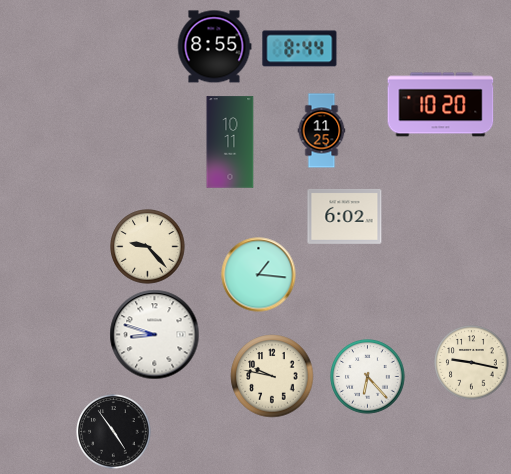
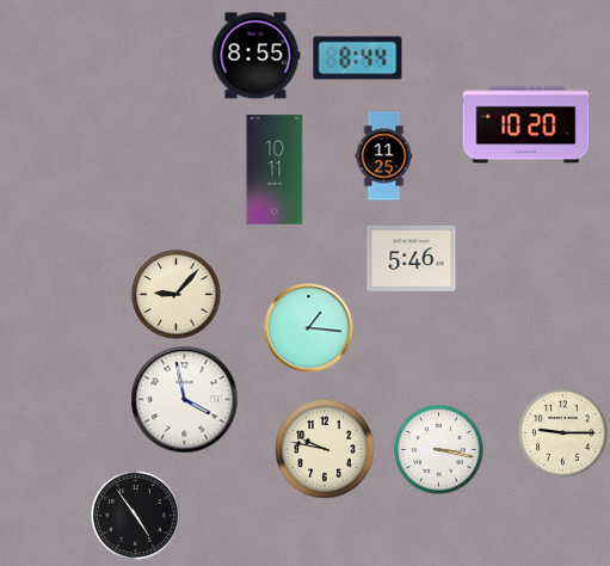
clock at (345, 216): 6:02 -> 5:46
clock at (148, 247): 9:23 -> 9:07
clock at (155, 335): 8:48 -> 3:58
clock at (472, 363): 9:17 -> 9:15
clock at (368, 377): 6:23 -> 3:17
